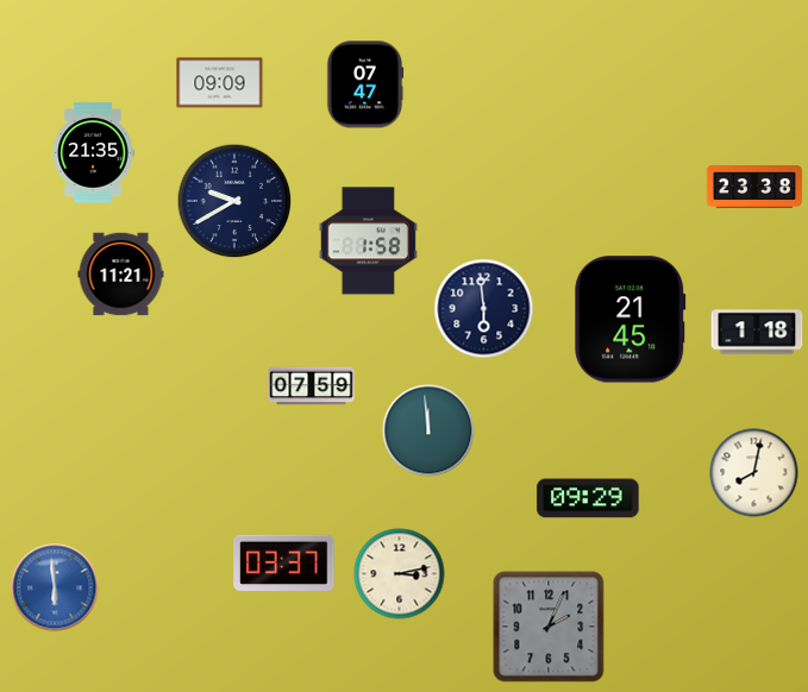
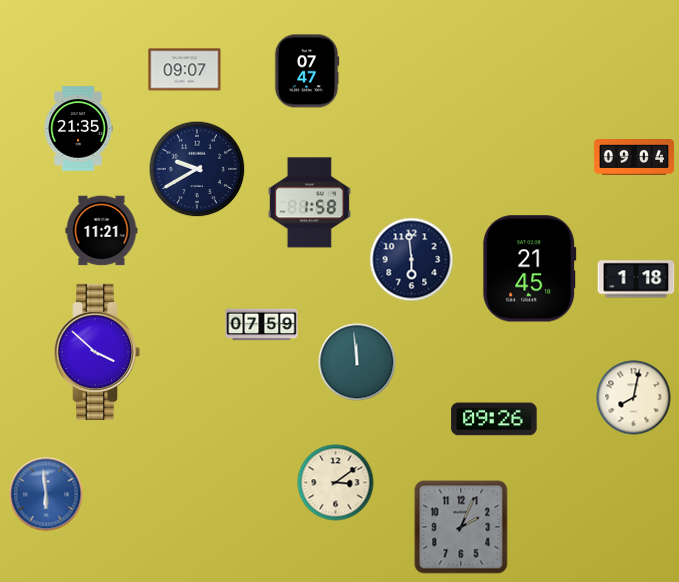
clock at (220, 83): 09:09 -> 09:07
clock at (753, 188): 23:38 -> 09:04
clock at (484, 309) position: (484, 309) -> (412, 260)
clock at (97, 352): none -> 3:52
clock at (428, 430) position: (428, 430) -> (357, 362)
clock at (588, 498): 09:29 -> 09:26
clock at (284, 564): 03:37 -> none
clock at (400, 574): 3:13 -> 3:09
